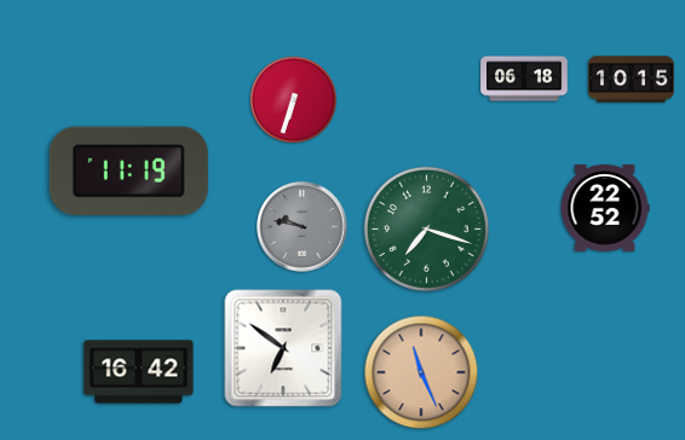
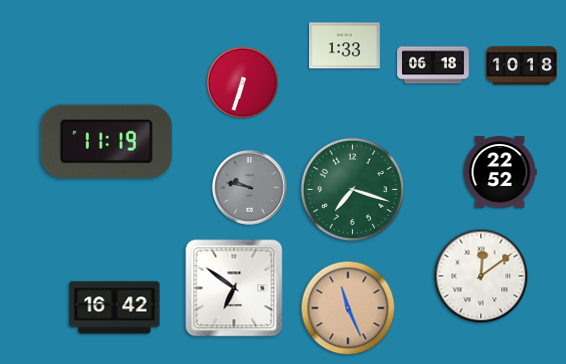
clock at (345, 46): none -> 1:33
clock at (632, 80): 10:15 -> 10:18
clock at (481, 276): none -> 12:09
